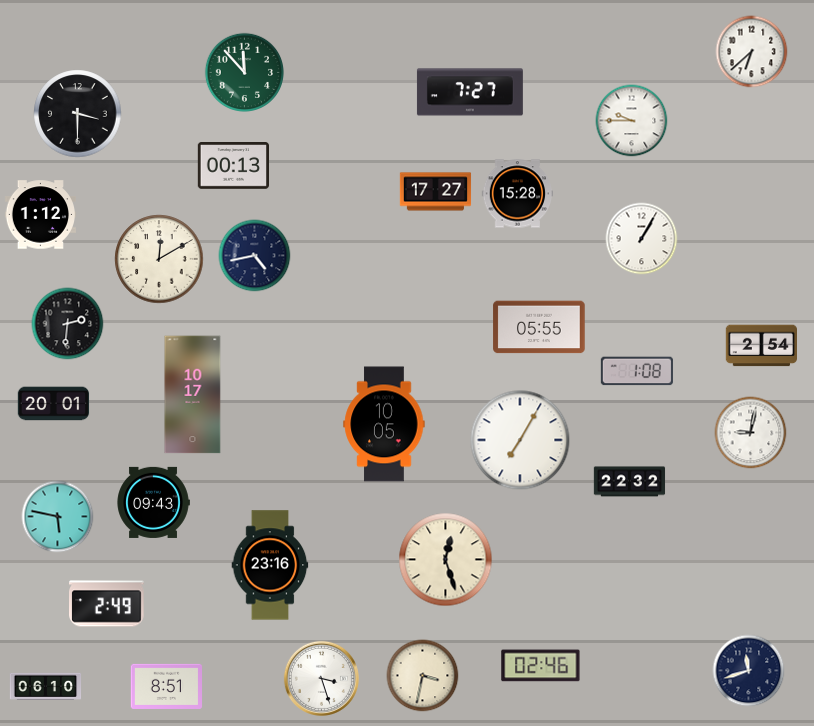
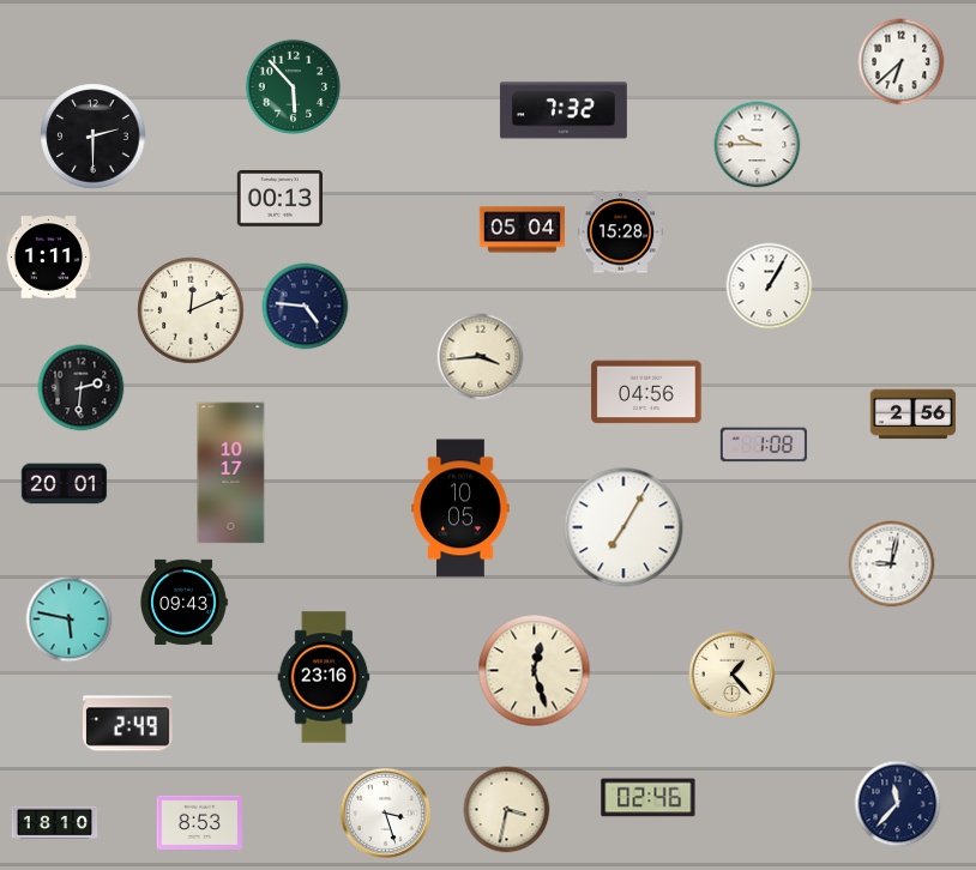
clock at (244, 72): 11:53 -> 5:53
clock at (470, 92): 7:27 -> 7:32
clock at (78, 114): 3:30 -> 2:30
clock at (436, 192): 17:27 -> 05:04
clock at (41, 215): 1:12 -> 1:11
clock at (255, 256): 4:43 -> 4:46
clock at (159, 259): 12:10 -> 12:11
clock at (481, 357): none -> 3:44
clock at (539, 327): 05:55 -> 04:56
clock at (761, 346): 2:54 -> 2:56
clock at (751, 433) position: (751, 433) -> (892, 564)
clock at (630, 482): 22:32 -> none
clock at (733, 675): none -> 1:23
clock at (749, 671): 11:42 -> 11:37
clock at (46, 686): 06:10 -> 18:10
clock at (167, 686): 8:51 -> 8:53
